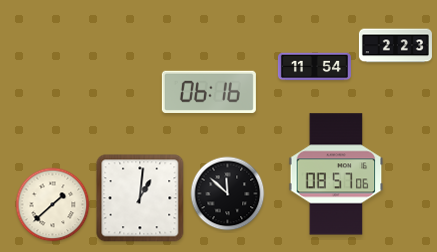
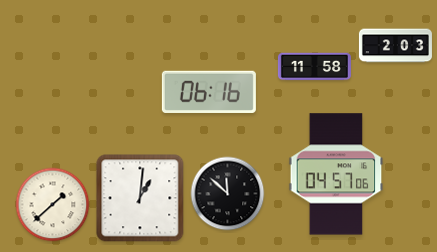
clock at (395, 46): 2:23 -> 2:03
clock at (314, 67): 11:54 -> 11:58
clock at (336, 174): 08:57 -> 04:57
